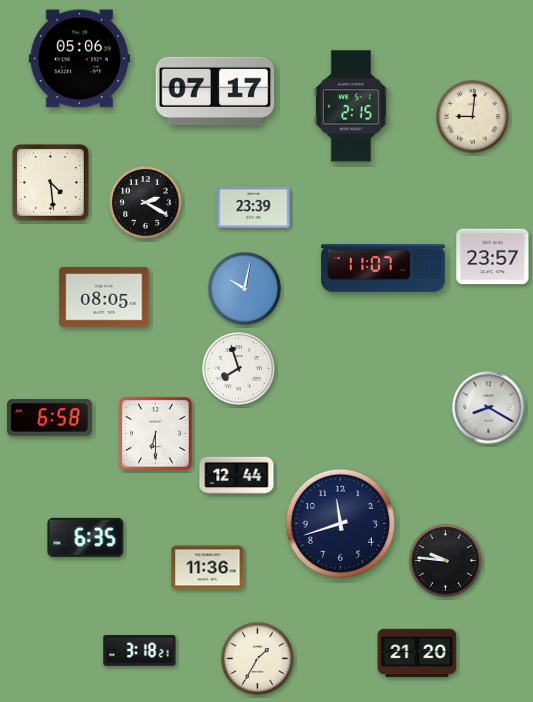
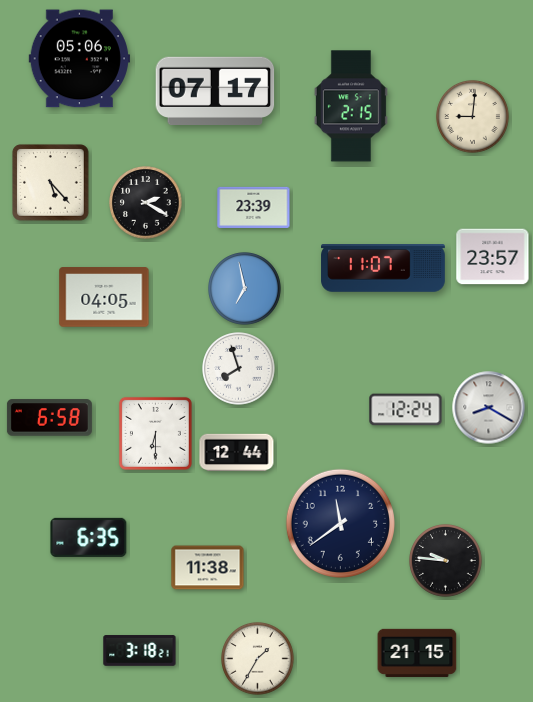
clock at (51, 183): 4:29 -> 5:23
clock at (245, 289): 10:02 -> 6:58
clock at (104, 297): 08:05 -> 04:05
clock at (406, 410): none -> 12:24
clock at (237, 476) position: (237, 476) -> (237, 453)
clock at (340, 523): 11:42 -> 11:39
clock at (86, 537) position: (86, 537) -> (89, 537)
clock at (208, 568): 11:36 -> 11:38
clock at (417, 653): 21:20 -> 21:15
